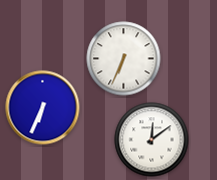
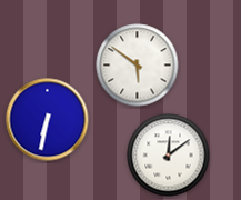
clock at (124, 59): 6:34 -> 5:51
clock at (43, 108): 6:34 -> 6:32
